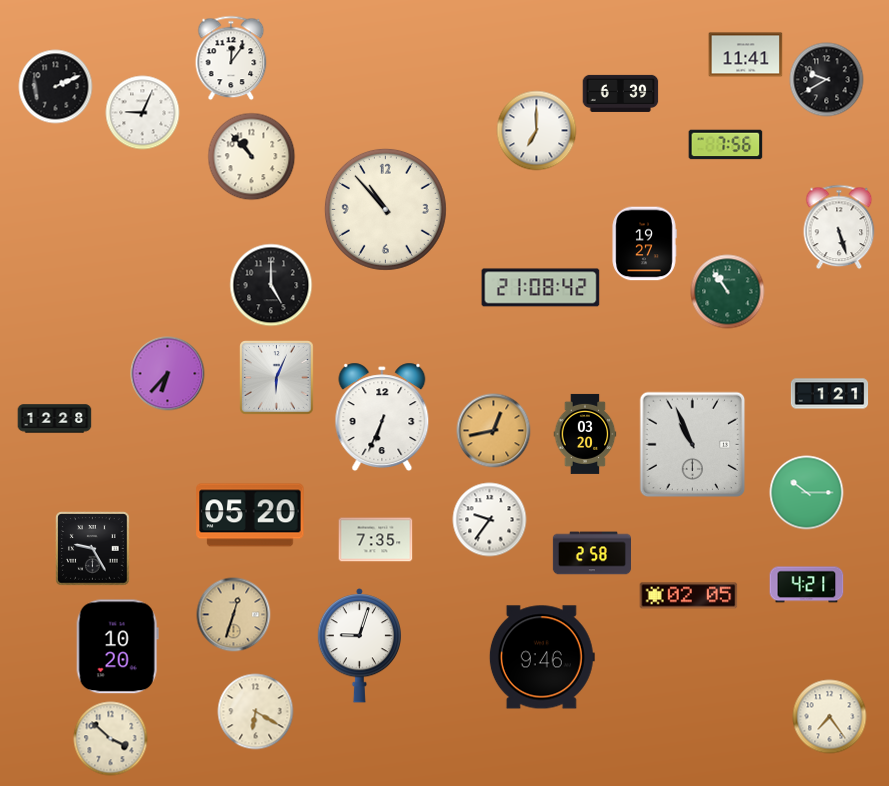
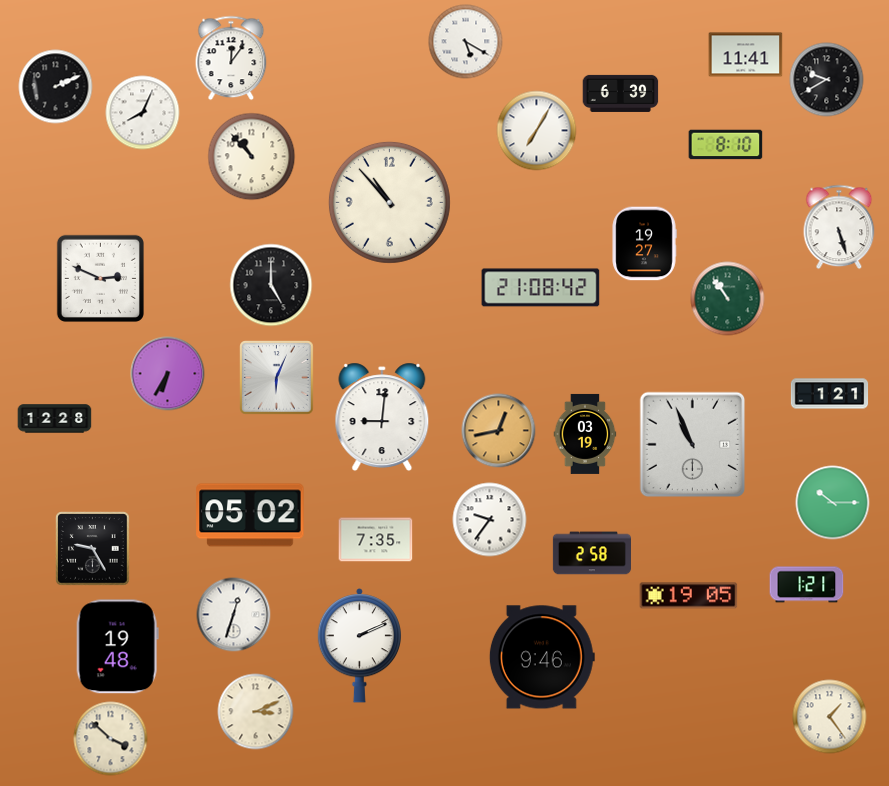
clock at (466, 42): none -> 5:20
clock at (143, 113): 9:04 -> 8:04
clock at (537, 131): 7:00 -> 7:05
clock at (726, 145): 7:56 -> 8:10
clock at (385, 209) position: (385, 209) -> (389, 202)
clock at (100, 278): none -> 2:49
clock at (728, 292) position: (728, 292) -> (728, 299)
clock at (168, 374): 6:37 -> 6:35
clock at (382, 417): 6:34 -> 9:01
clock at (494, 431) position: (494, 431) -> (499, 431)
clock at (585, 434): 03:20 -> 03:19
clock at (807, 493) position: (807, 493) -> (833, 503)
clock at (250, 515): 05:20 -> 05:02
clock at (807, 585): 4:21 -> 1:21
clock at (689, 596): 02:05 -> 19:05
clock at (234, 615) dial: champagne -> white
clock at (359, 646): 9:03 -> 2:11
clock at (117, 647): 10:20 -> 19:48
clock at (256, 712): 6:20 -> 3:11
clock at (830, 717): 7:24 -> 1:24
